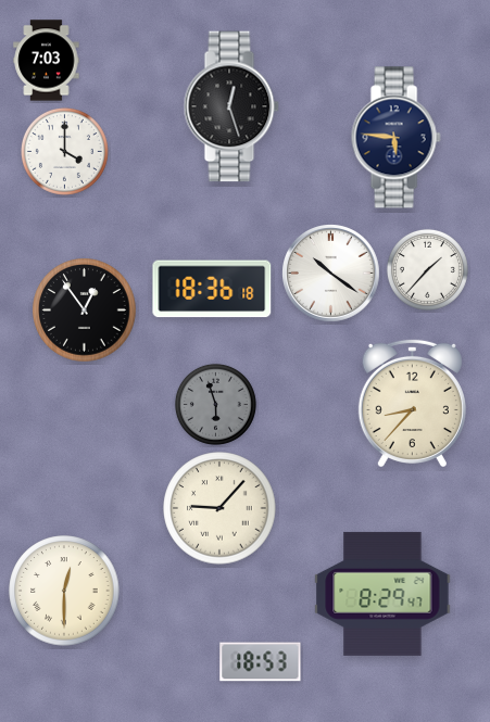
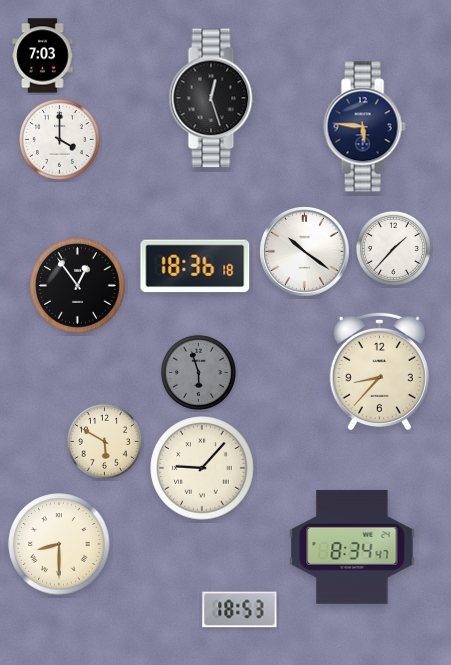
clock at (104, 441): none -> 5:50
clock at (64, 591): 12:30 -> 8:30
clock at (382, 594): 8:29 -> 8:34
